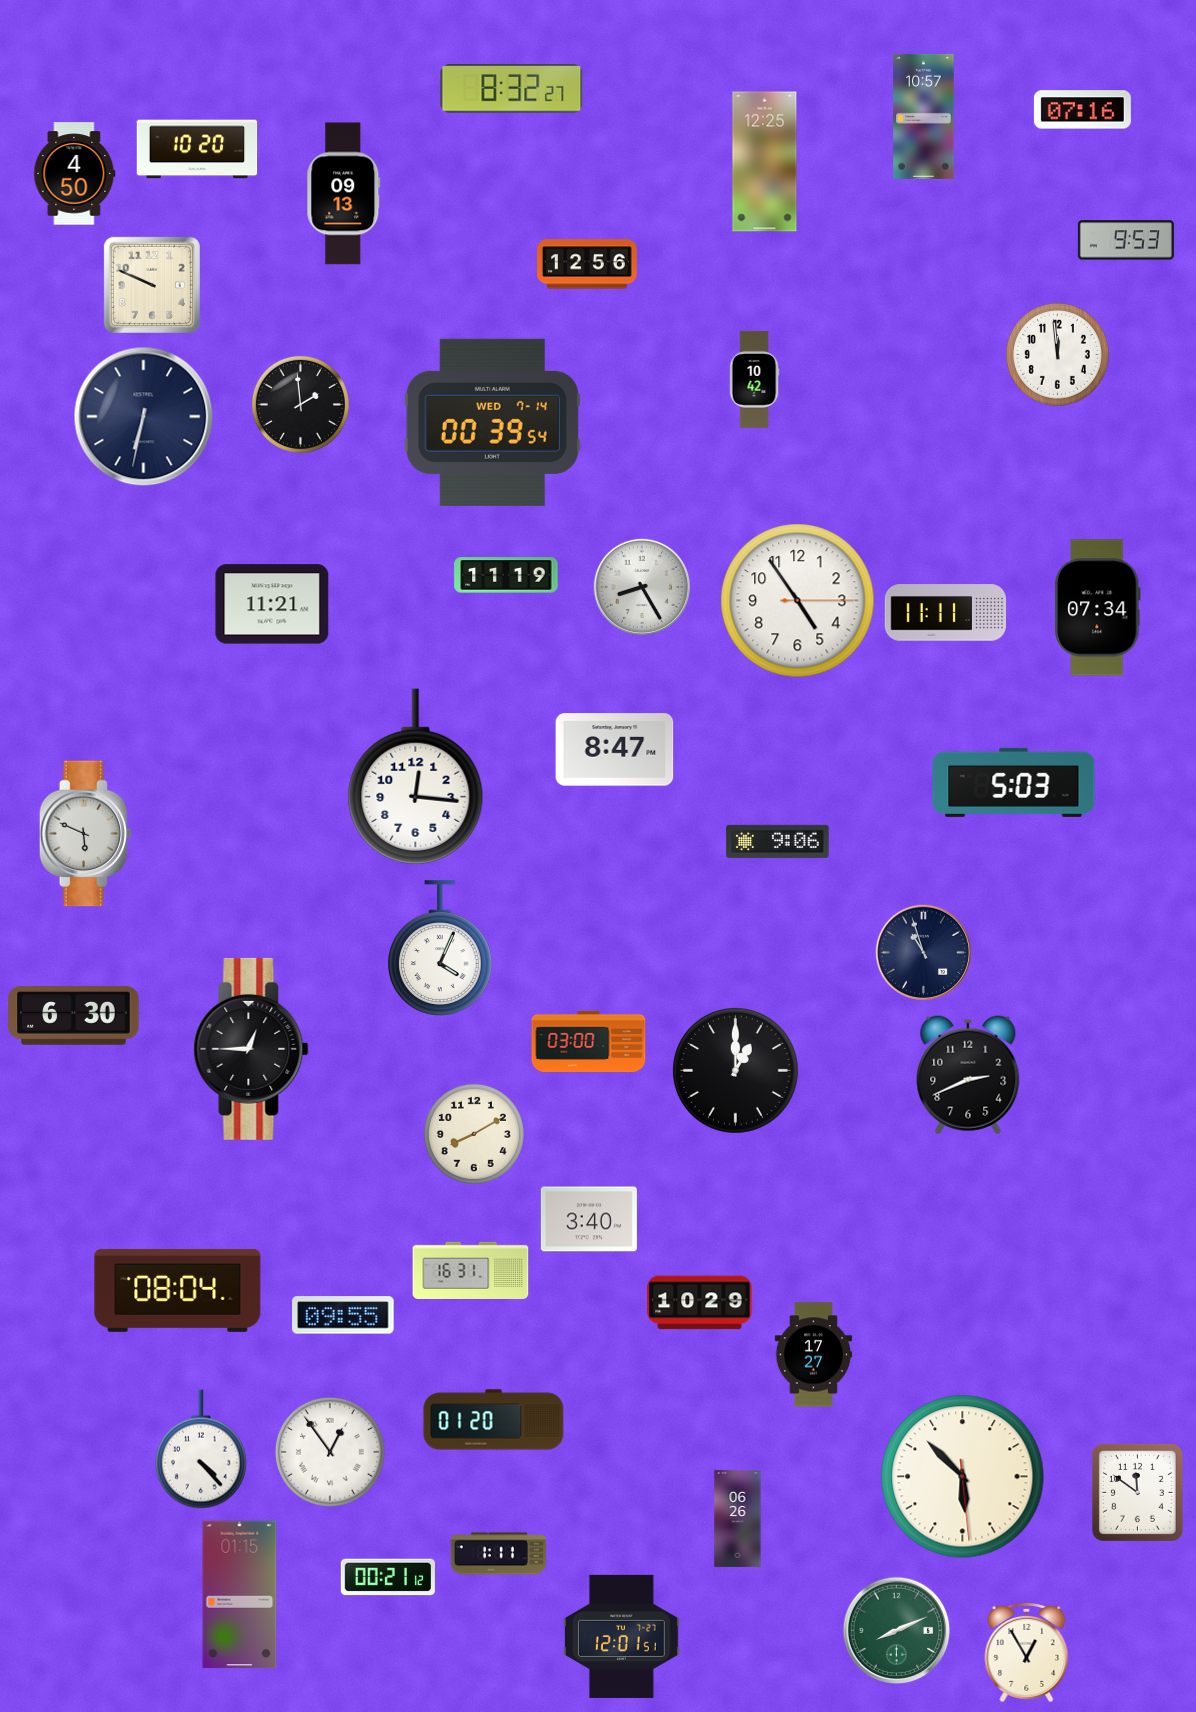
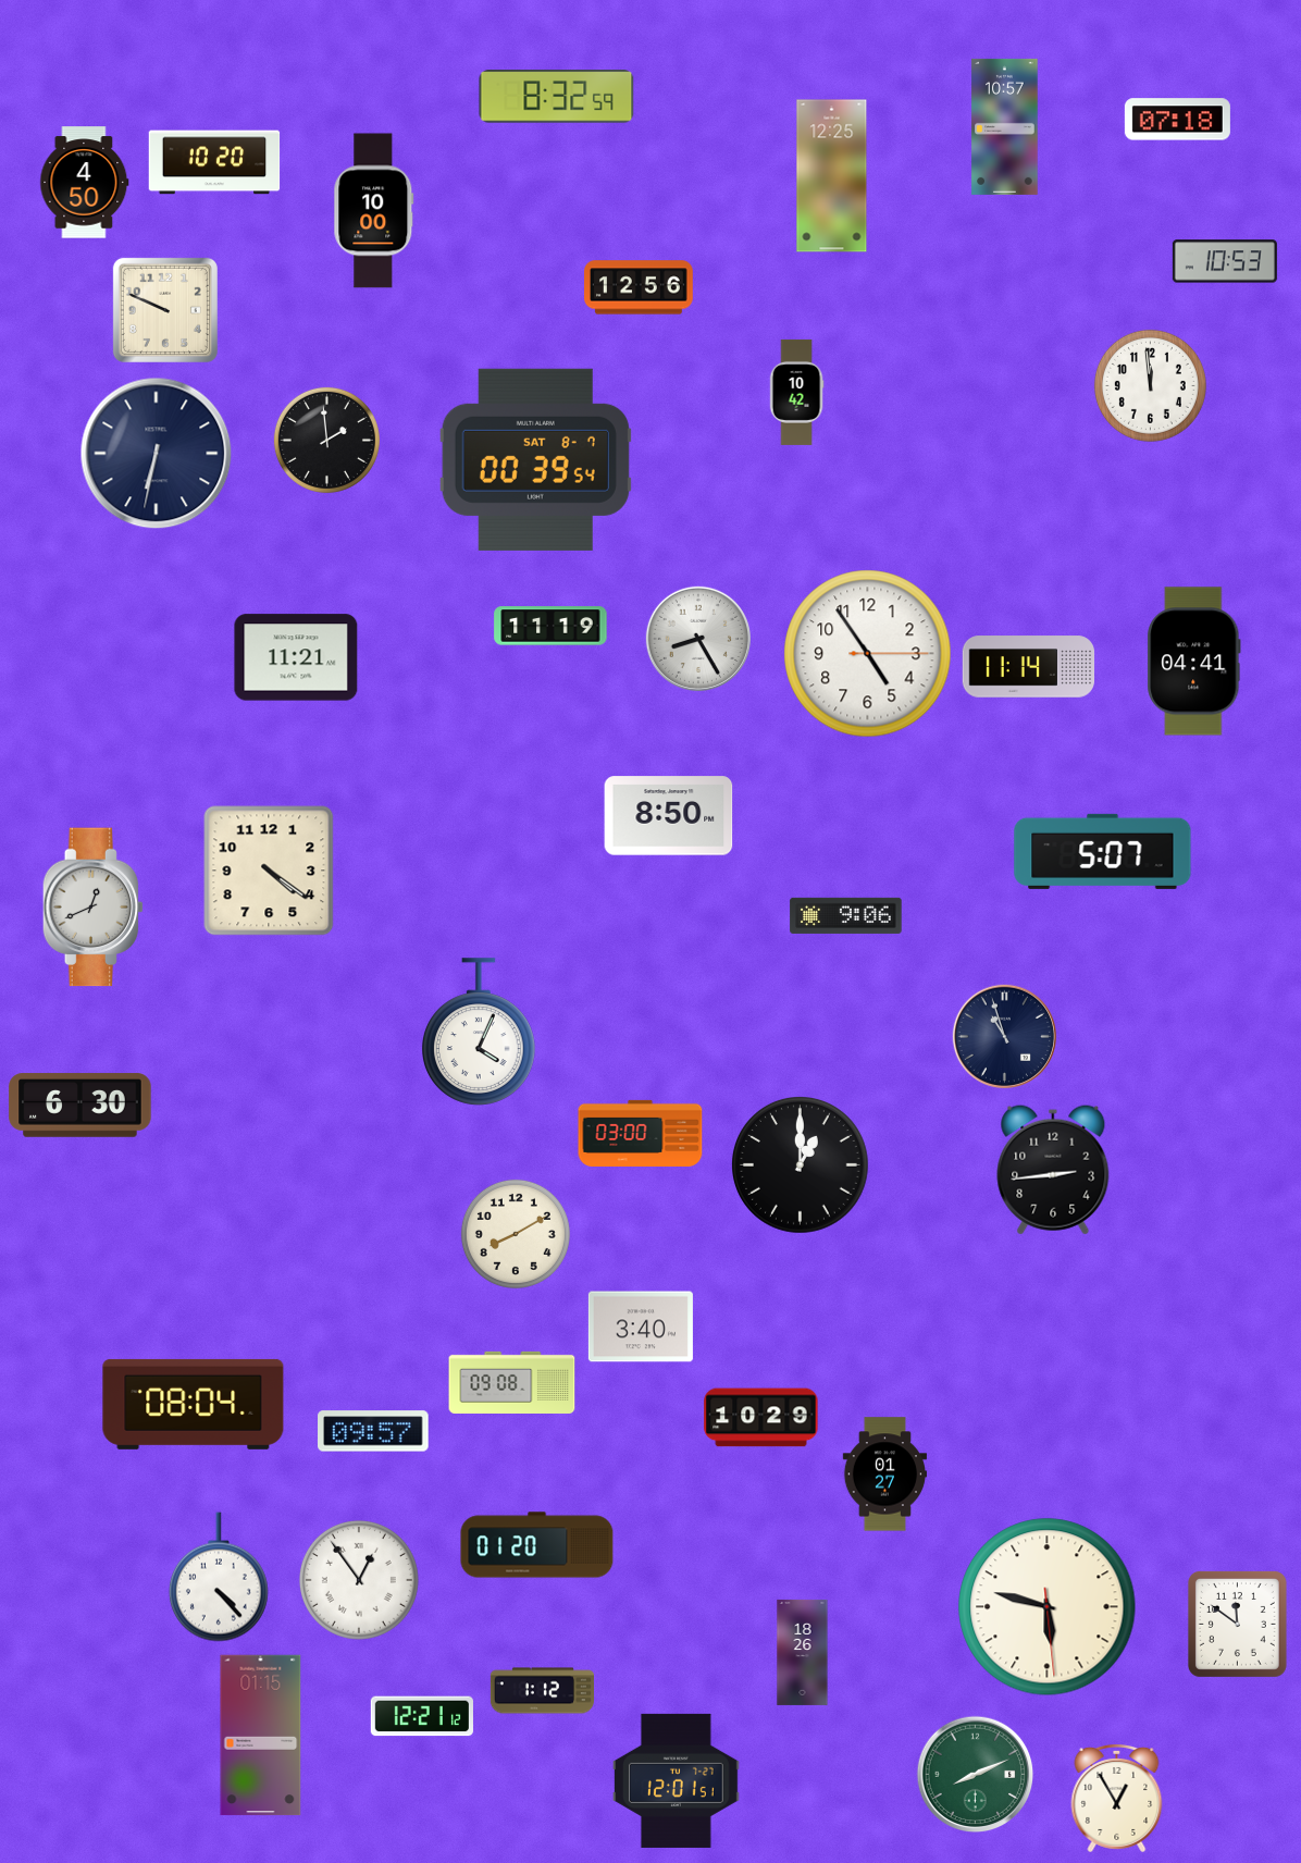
clock at (512, 89): 8:32:27 -> 8:32:59
clock at (1082, 110): 07:16 -> 07:18
clock at (75, 174) position: (75, 174) -> (85, 183)
clock at (344, 194): 09:13 -> 10:00
clock at (1126, 240): 9:53 -> 10:53
clock at (754, 379) position: (754, 379) -> (796, 392)
clock at (492, 422) date: WED 7-14 -> SAT 8-7
clock at (1098, 608): 07:34 -> 04:41
clock at (946, 613): 11:11 -> 11:14
clock at (615, 750): 8:47 -> 8:50
clock at (416, 777): 12:16 -> none
clock at (1014, 782): 5:03 -> 5:07
clock at (269, 871): none -> 4:21
clock at (86, 834): 5:49 -> 12:41
clock at (251, 1049): 12:45 -> none
clock at (968, 1075): 2:41 -> 2:44
clock at (471, 1270): 16:31 -> 09:08
clock at (343, 1315): 09:55 -> 09:57
clock at (813, 1355): 17:27 -> 01:27
clock at (963, 1477): 5:52 -> 5:47
clock at (738, 1518): 06:26 -> 18:26
clock at (498, 1554): 1:11 -> 1:12
clock at (388, 1577): 00:21 -> 12:21
